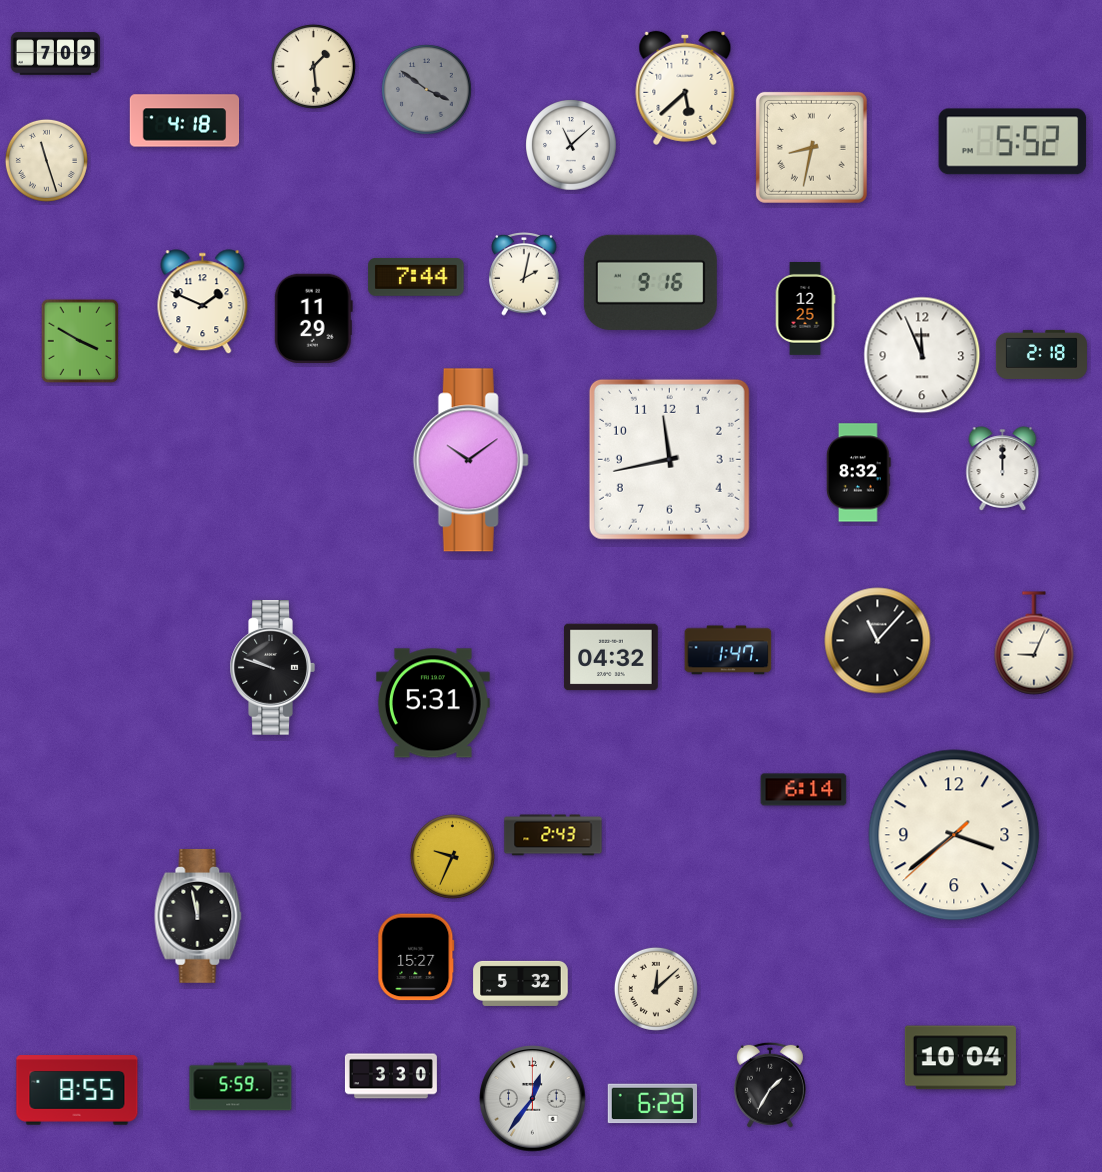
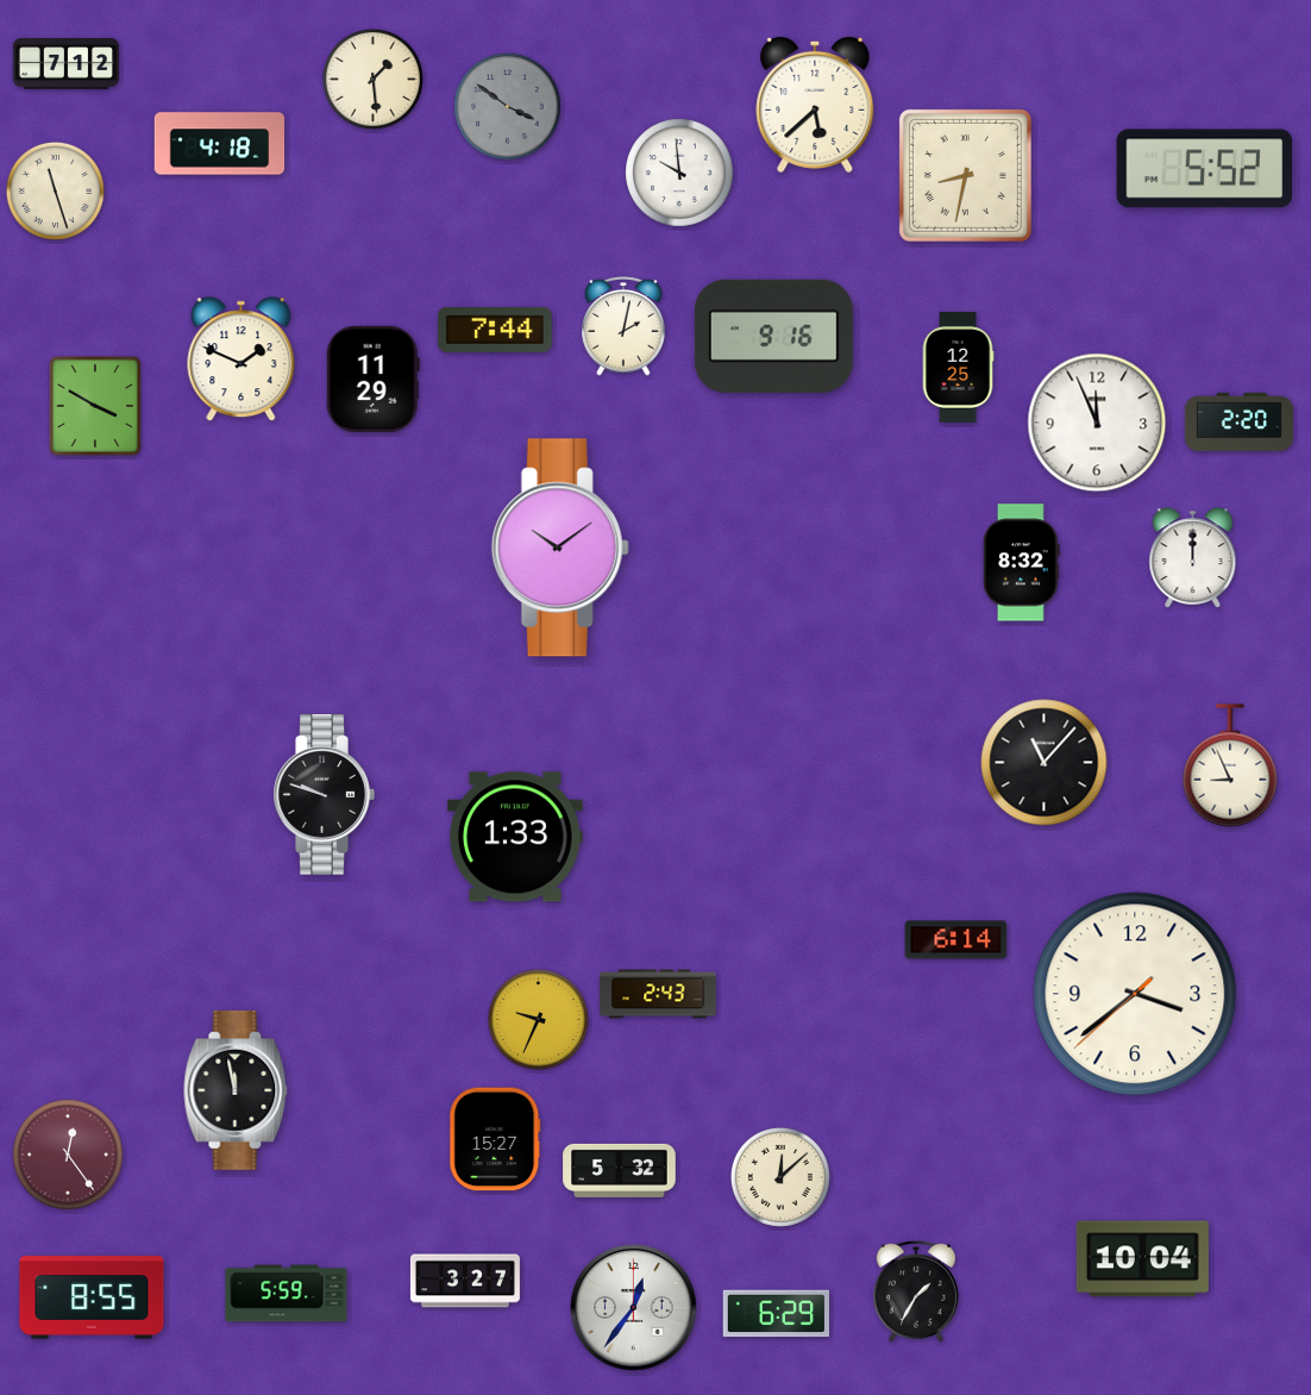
clock at (56, 54): 7:09 -> 7:12
clock at (571, 145): 11:08 -> 9:59
clock at (1041, 354): 2:18 -> 2:20
clock at (669, 459): 11:43 -> none
clock at (1034, 643): 9:04 -> 8:56
clock at (728, 650): 1:47 -> none
clock at (612, 657): 04:32 -> none
clock at (433, 703): 5:31 -> 1:33
clock at (68, 1155): none -> 12:24
clock at (391, 1076): 3:30 -> 3:27
